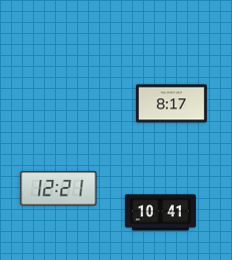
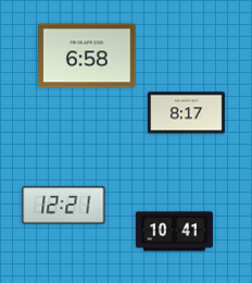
clock at (87, 56): none -> 6:58
